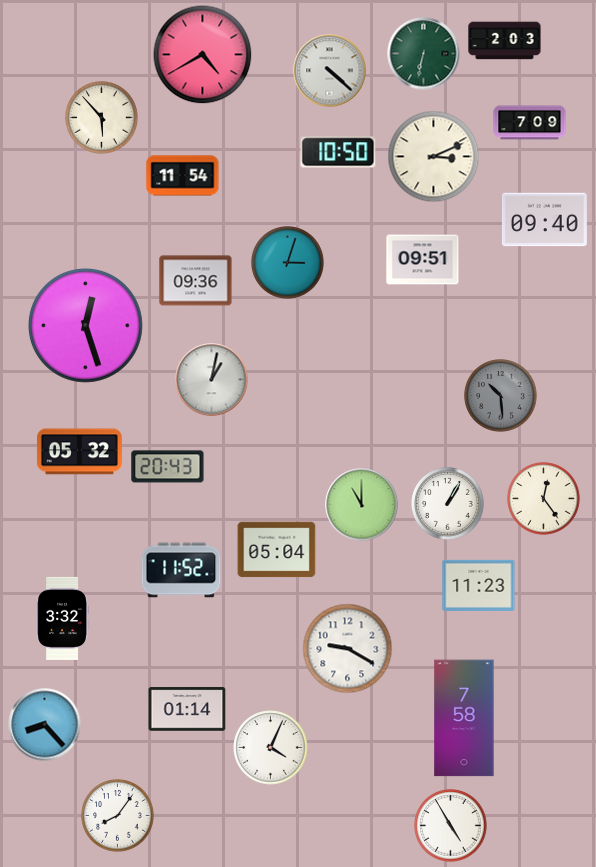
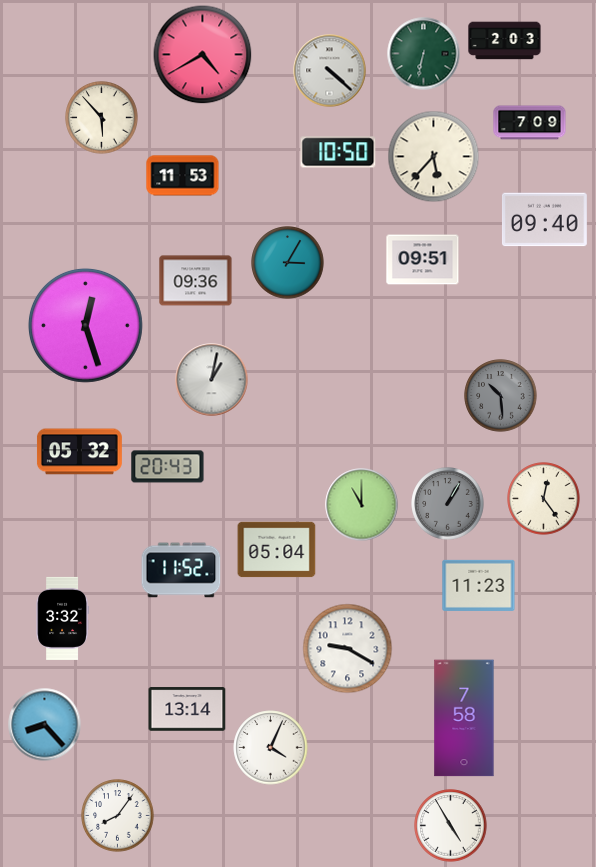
clock at (434, 157): 3:11 -> 5:37
clock at (183, 176): 11:54 -> 11:53
clock at (288, 263): 3:03 -> 3:05
clock at (448, 504) dial: white -> grey
clock at (187, 709): 01:14 -> 13:14
